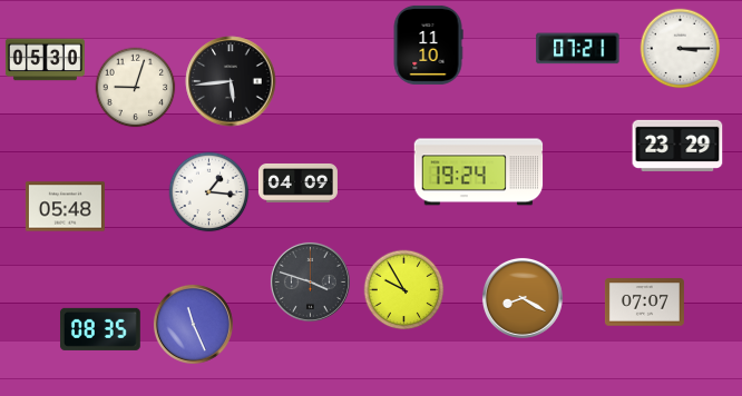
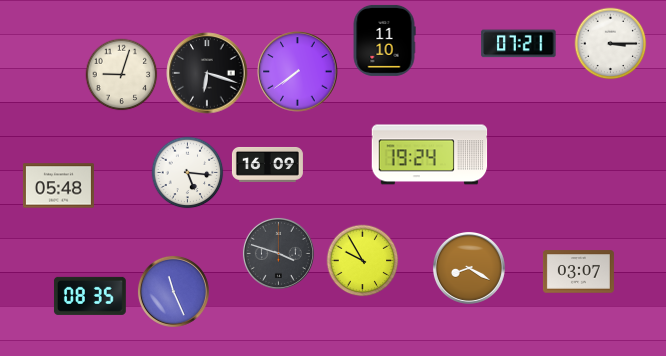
clock at (45, 60): 05:30 -> none
clock at (298, 72): none -> 7:39
clock at (231, 81): 5:44 -> 6:18
clock at (136, 88) position: (136, 88) -> (122, 75)
clock at (677, 146): 23:29 -> none
clock at (297, 182): 04:09 -> 16:09
clock at (209, 192): 1:16 -> 5:16
clock at (644, 303): 07:07 -> 03:07
